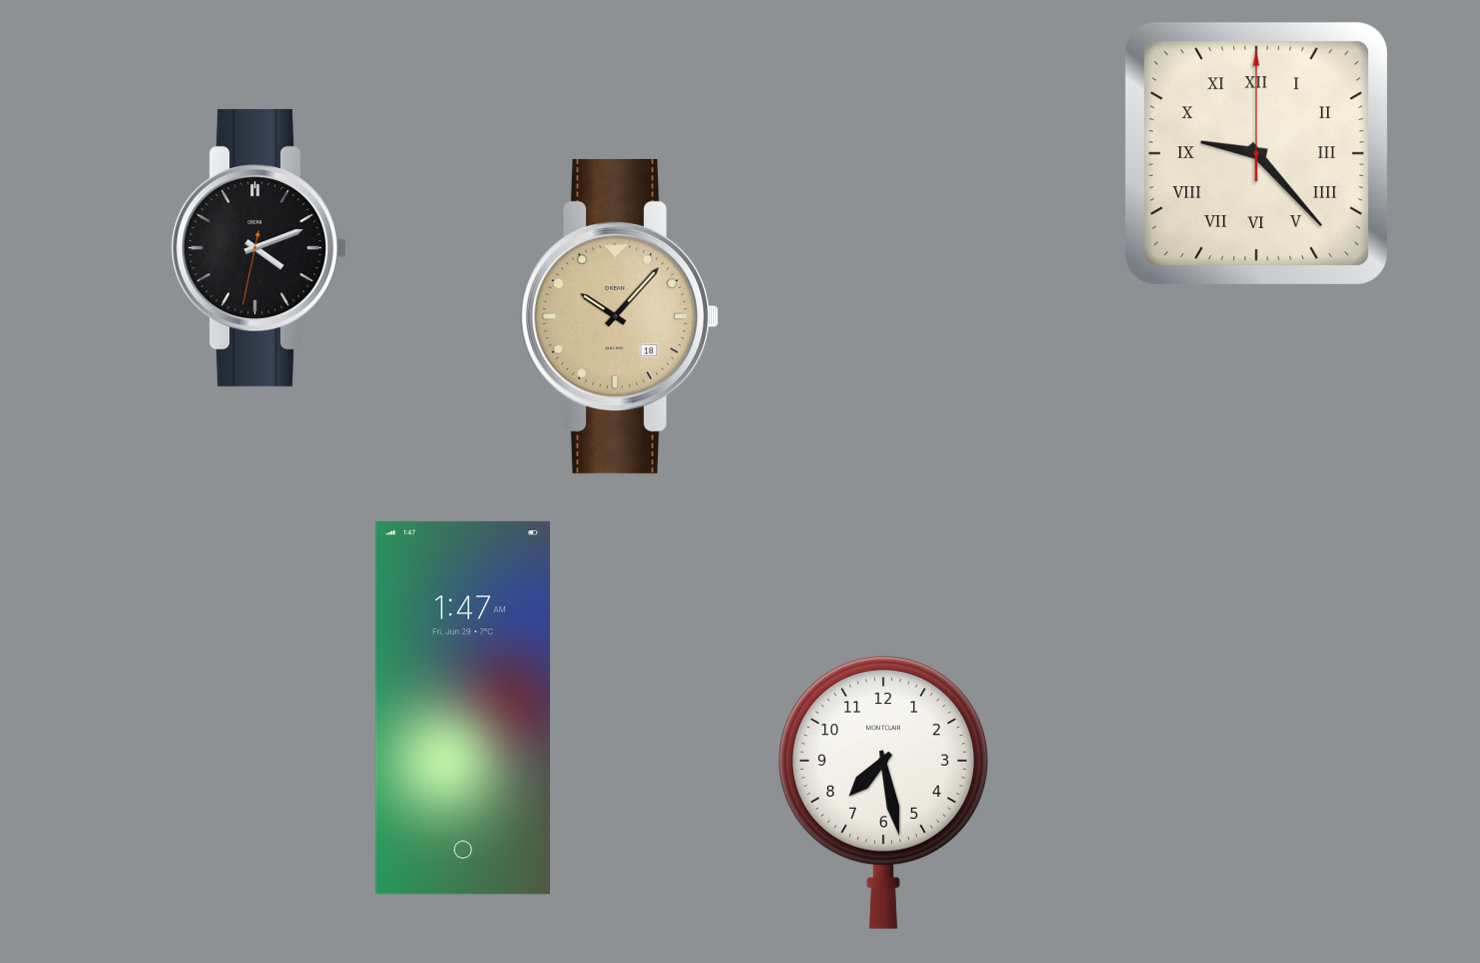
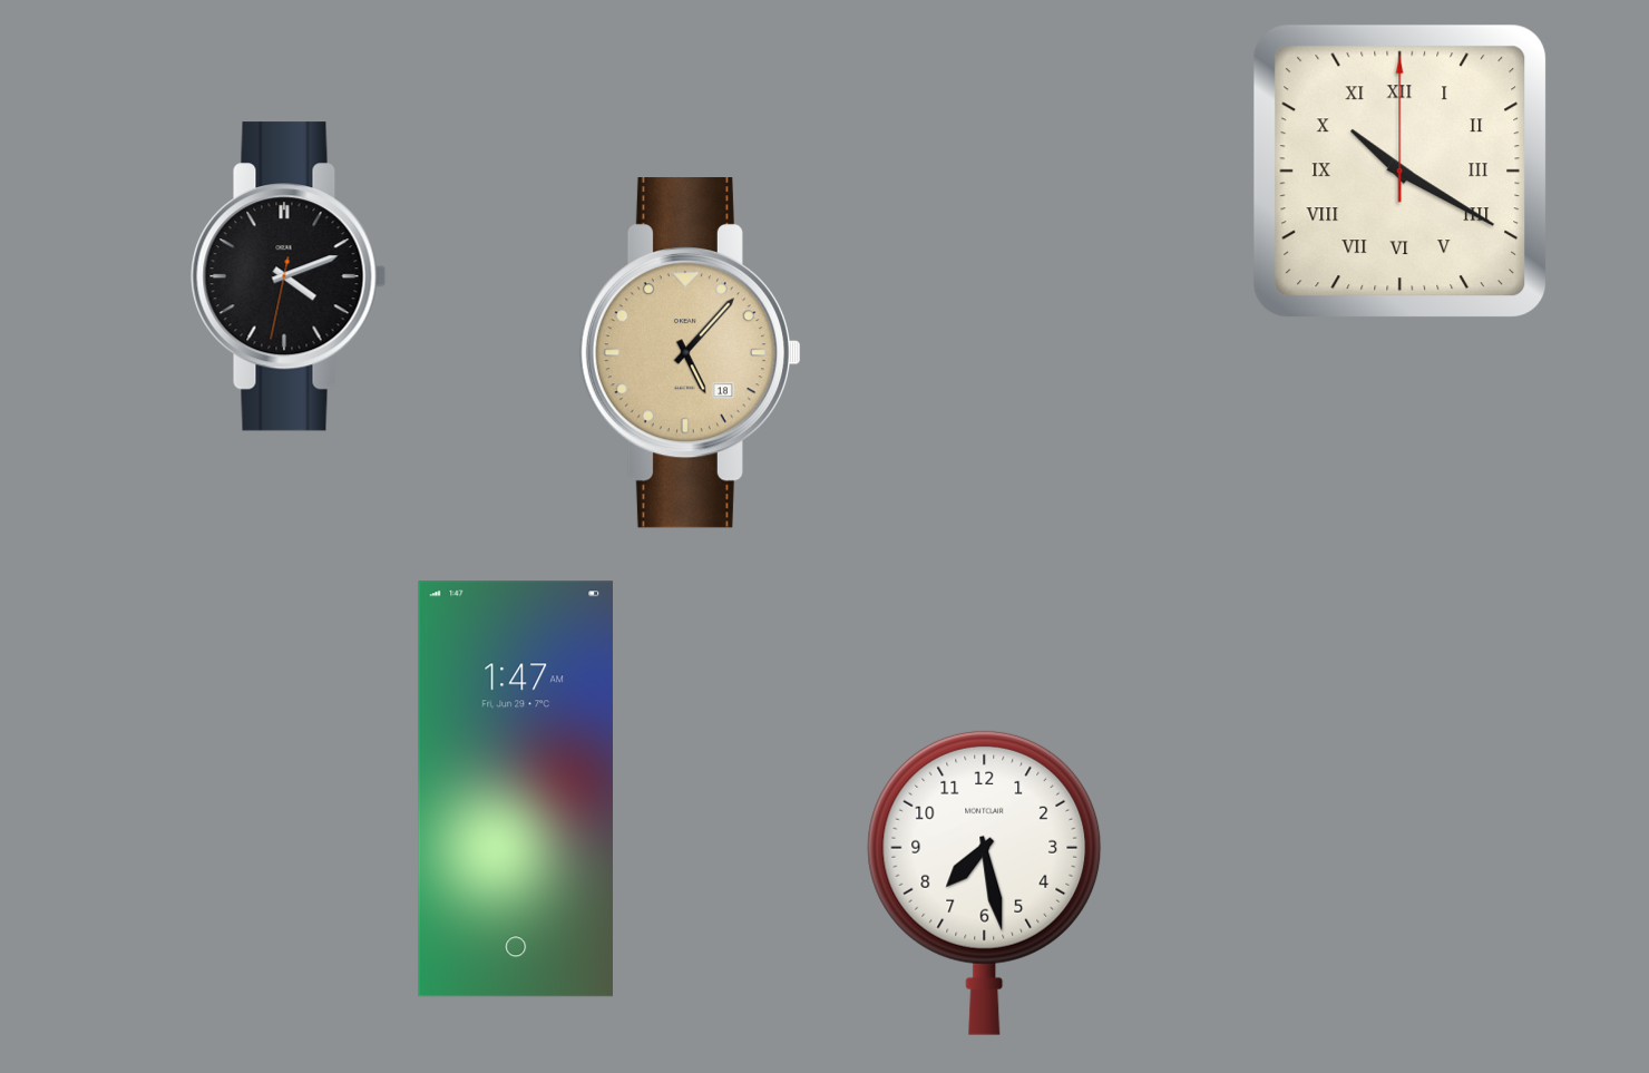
clock at (1256, 153): 9:23 -> 10:20
clock at (619, 317): 10:07 -> 5:07
